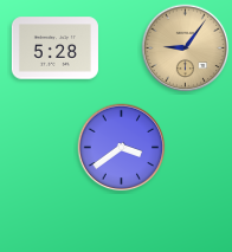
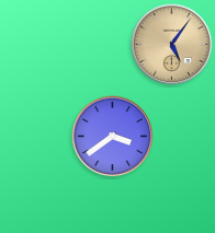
clock at (54, 49): 5:28 -> none
clock at (186, 49): 9:06 -> 5:06
